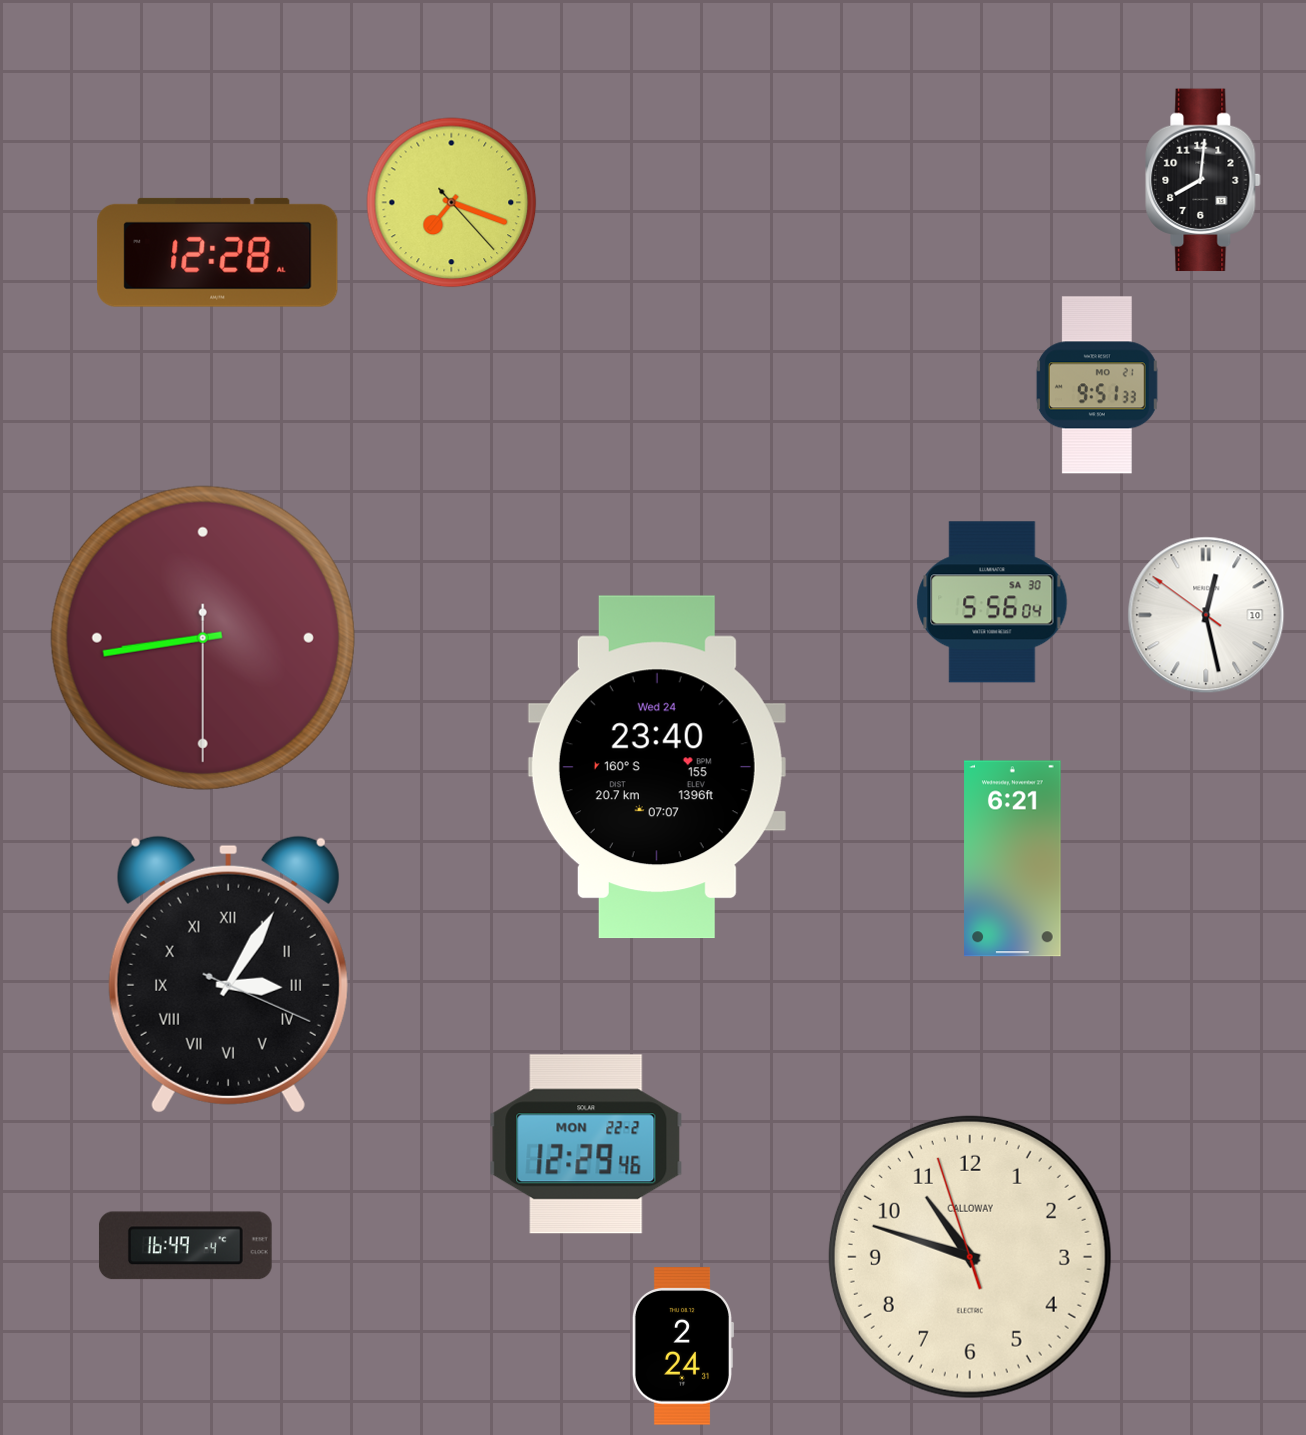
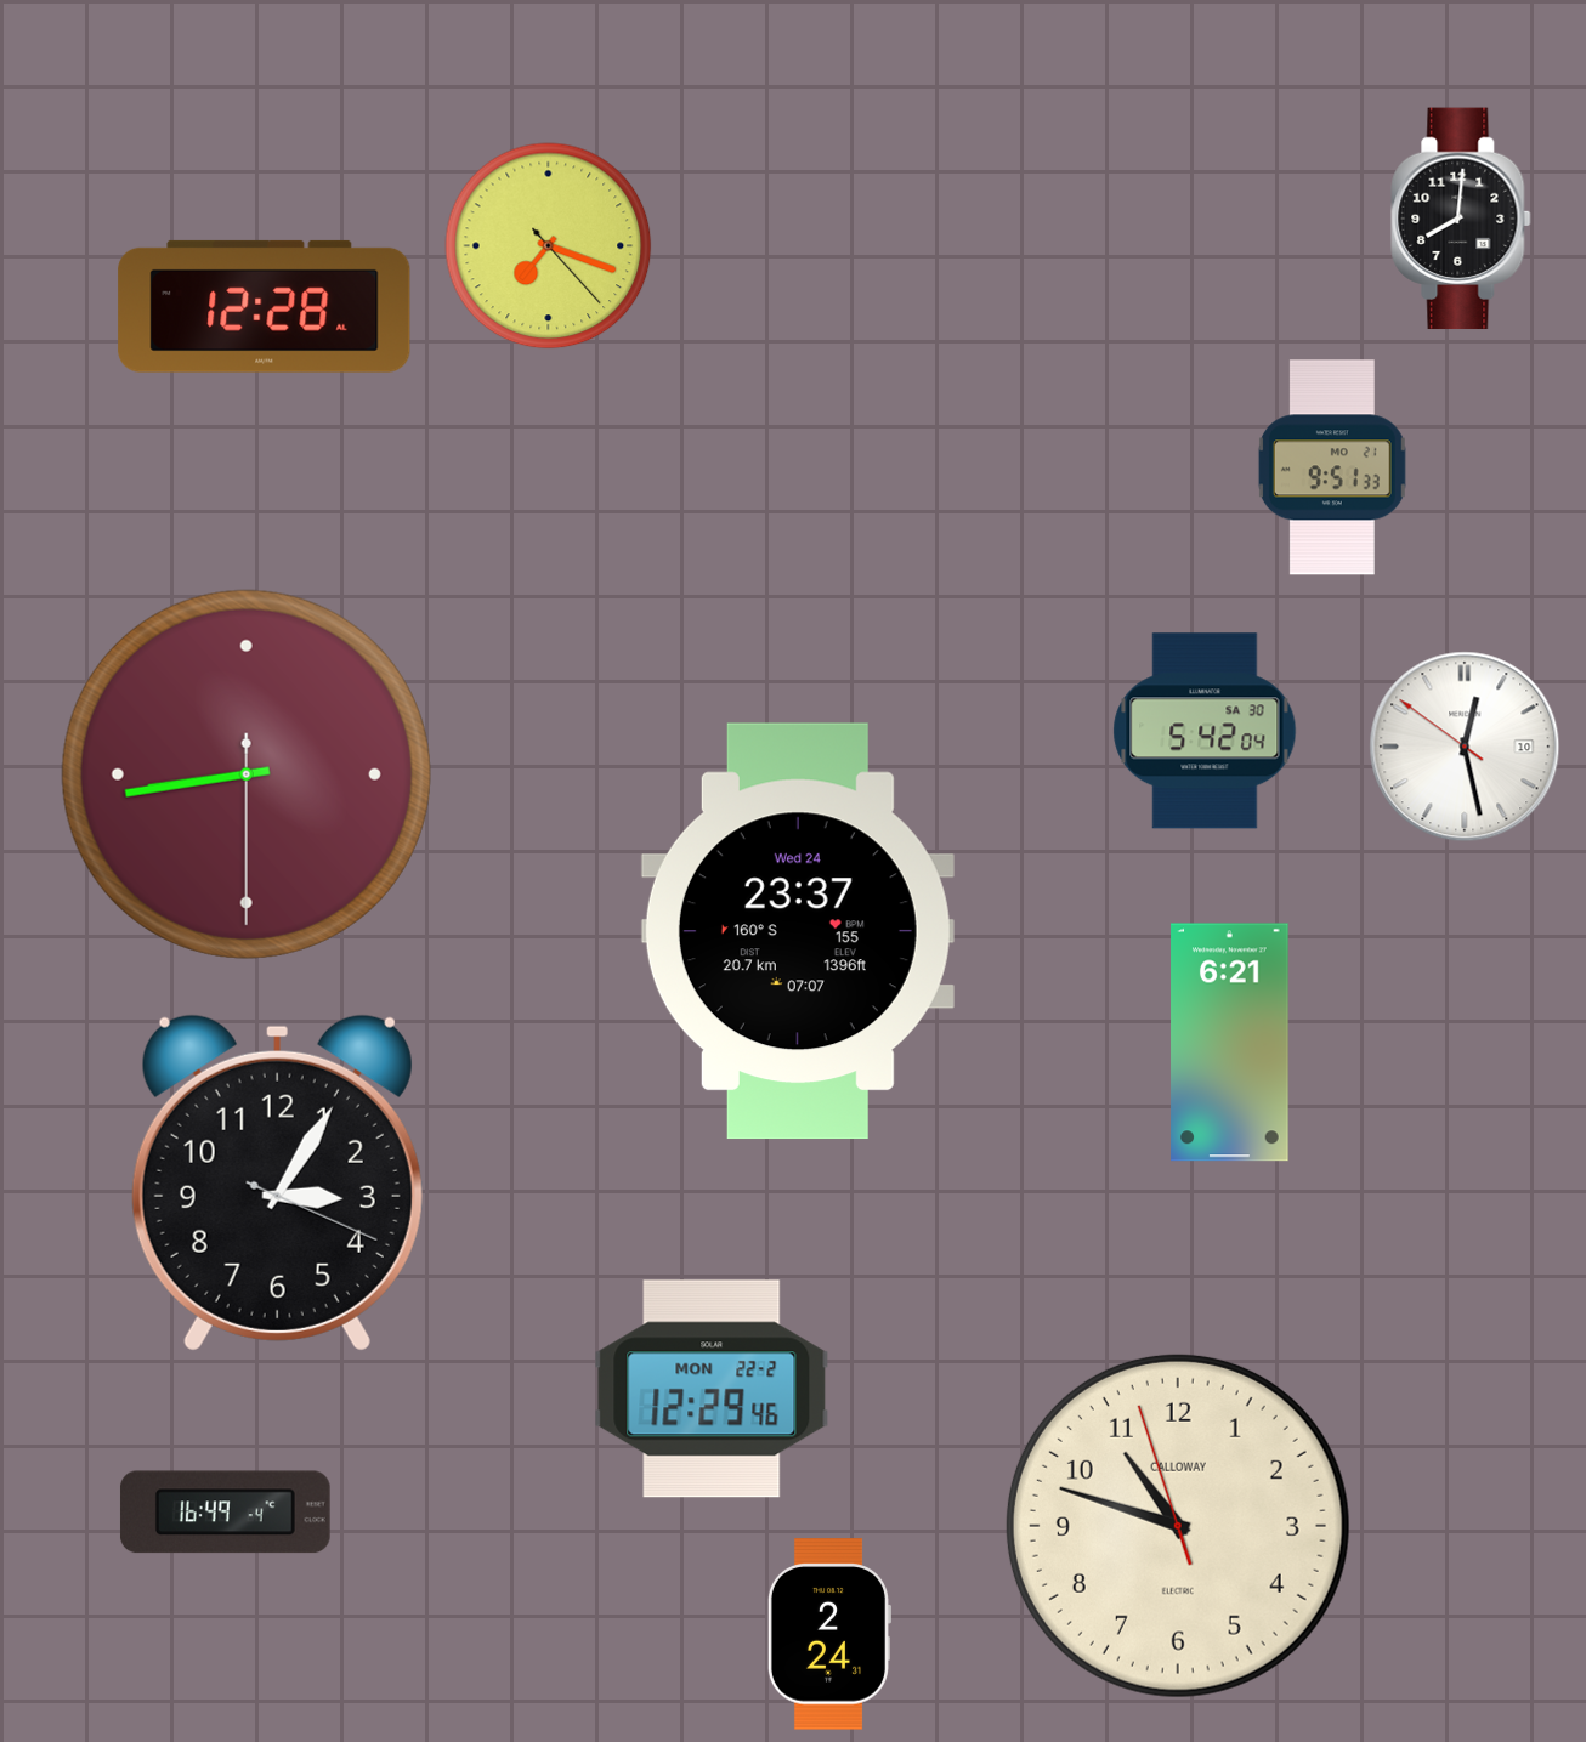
clock at (992, 602): 5:56 -> 5:42
clock at (657, 767): 23:40 -> 23:37
clock at (228, 974) numerals: Roman -> Arabic
